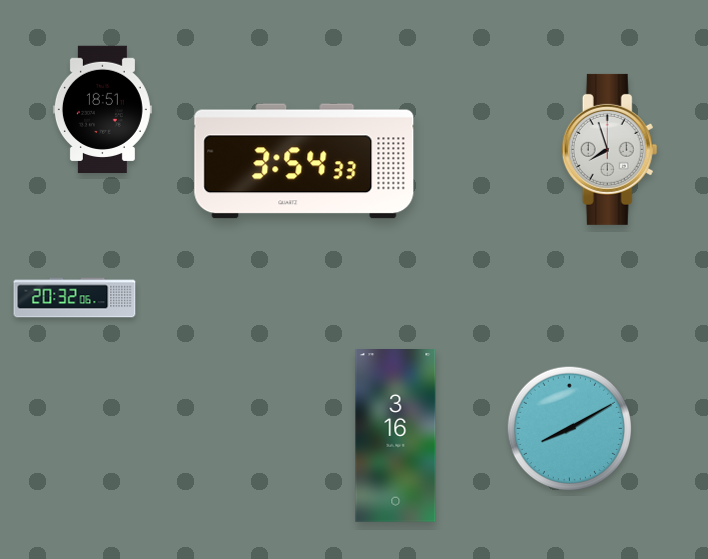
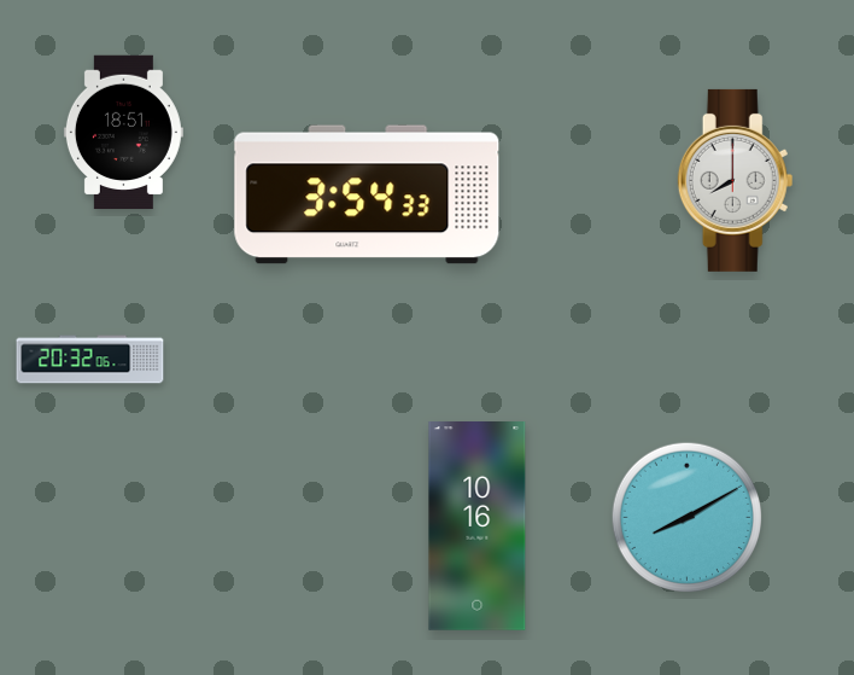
clock at (610, 149): 7:57 -> 8:00
clock at (396, 436): 3:16 -> 10:16
